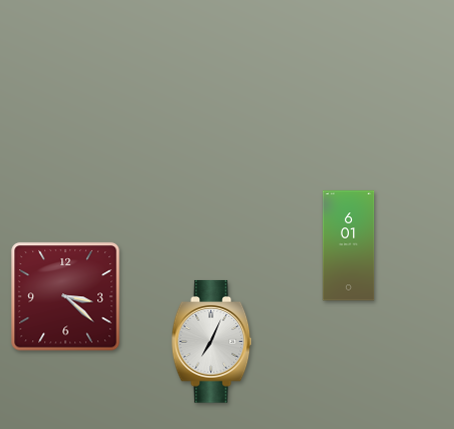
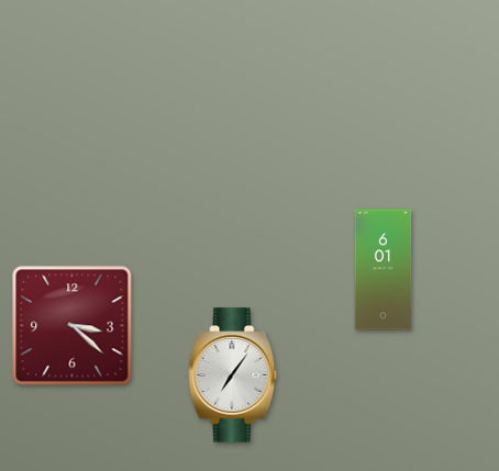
clock at (212, 342): 7:04 -> 7:06
